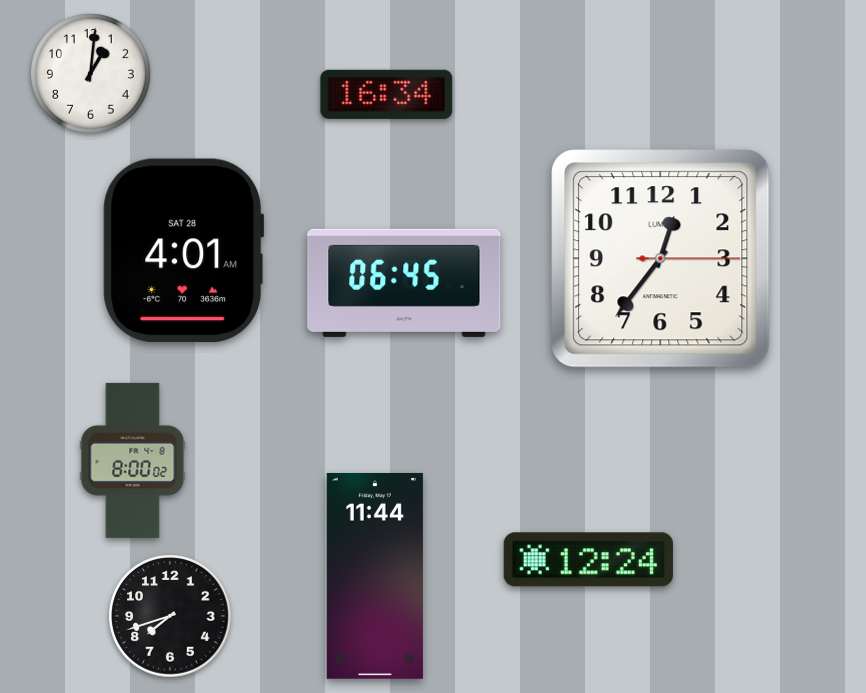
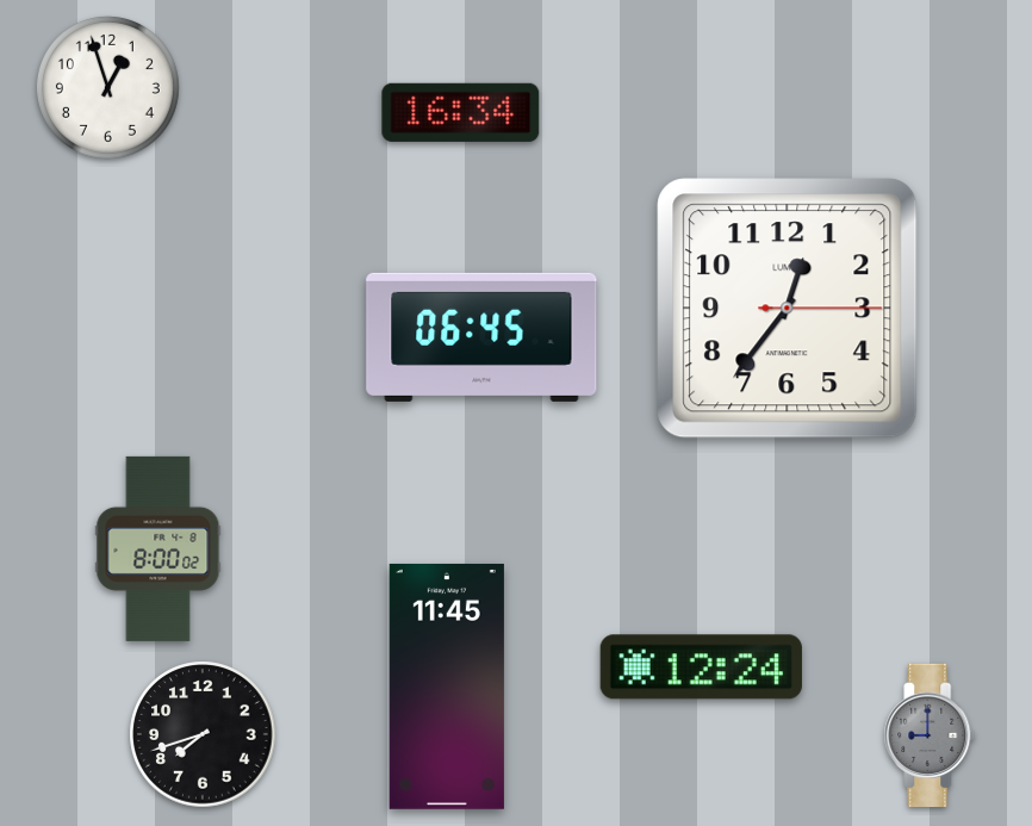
clock at (90, 73): 1:01 -> 12:57
clock at (184, 251): 4:01 -> none
clock at (375, 576): 11:44 -> 11:45
clock at (930, 734): none -> 9:00
